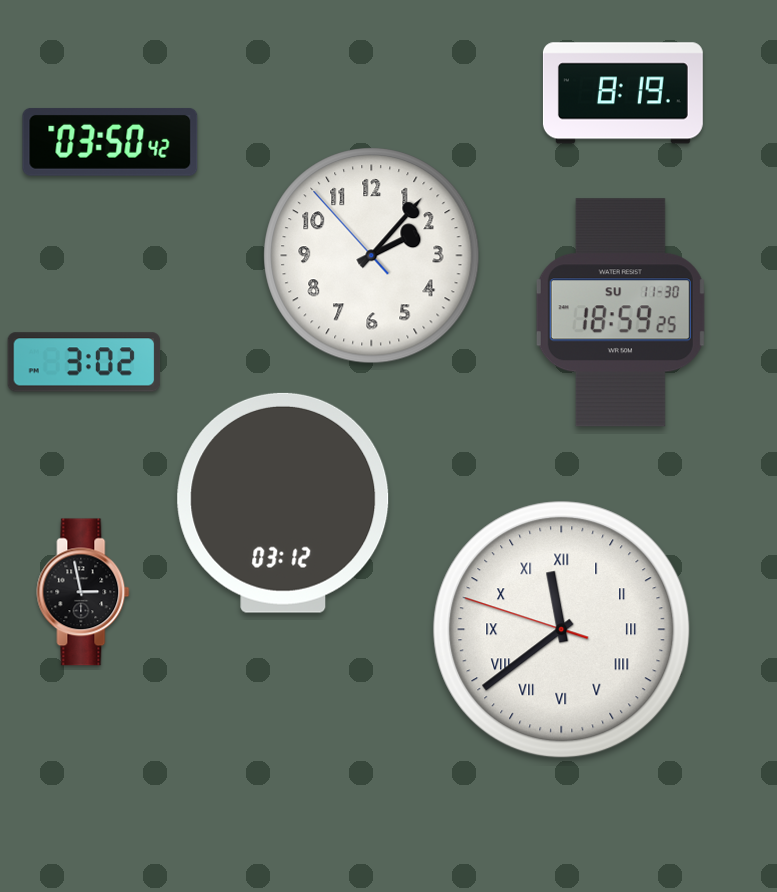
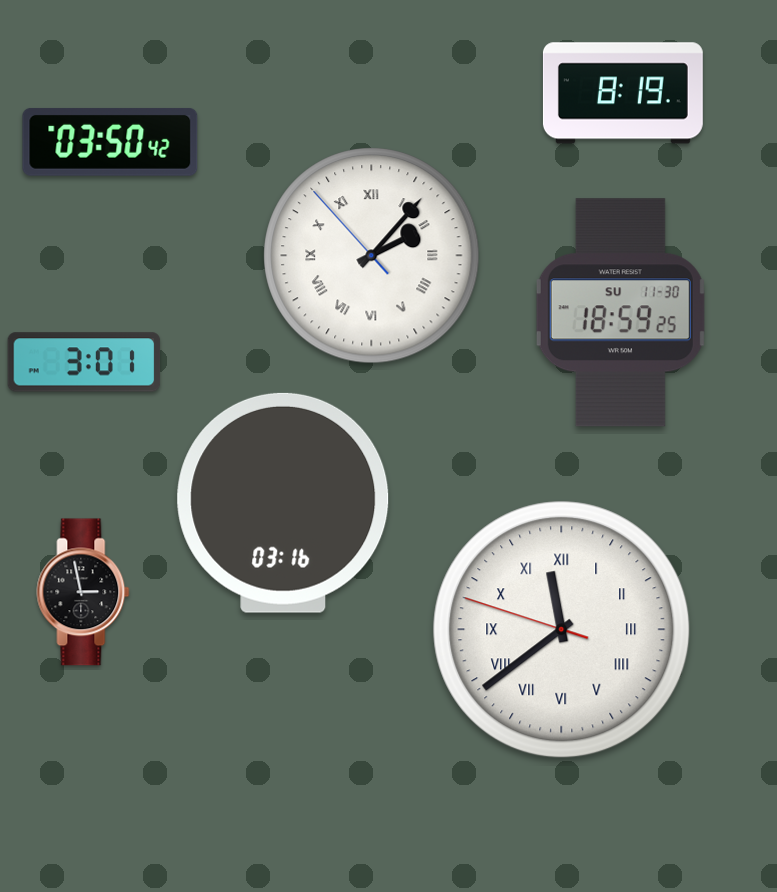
clock at (372, 256) numerals: Arabic -> Roman
clock at (84, 362): 3:02 -> 3:01
clock at (283, 503): 03:12 -> 03:16
